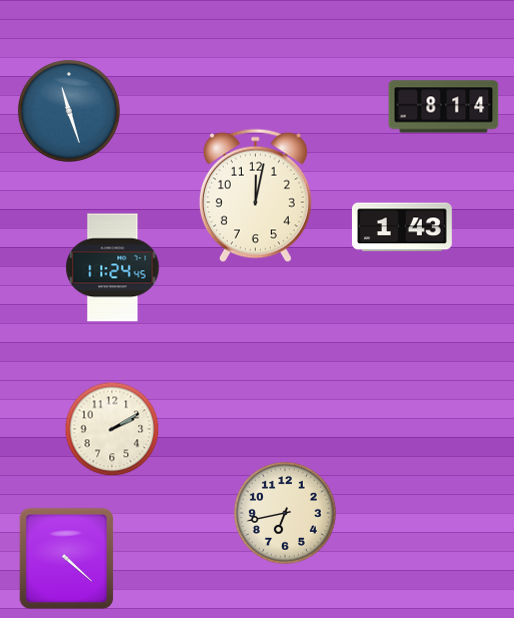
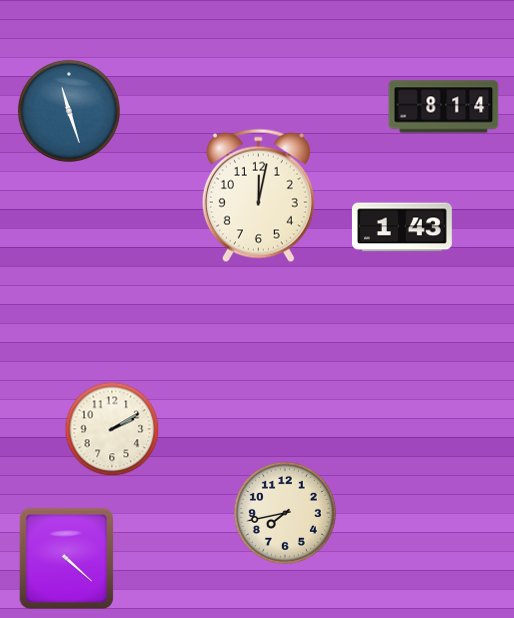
clock at (255, 196) position: (255, 196) -> (258, 196)
clock at (113, 268): 11:24 -> none
clock at (285, 513): 6:43 -> 7:43
